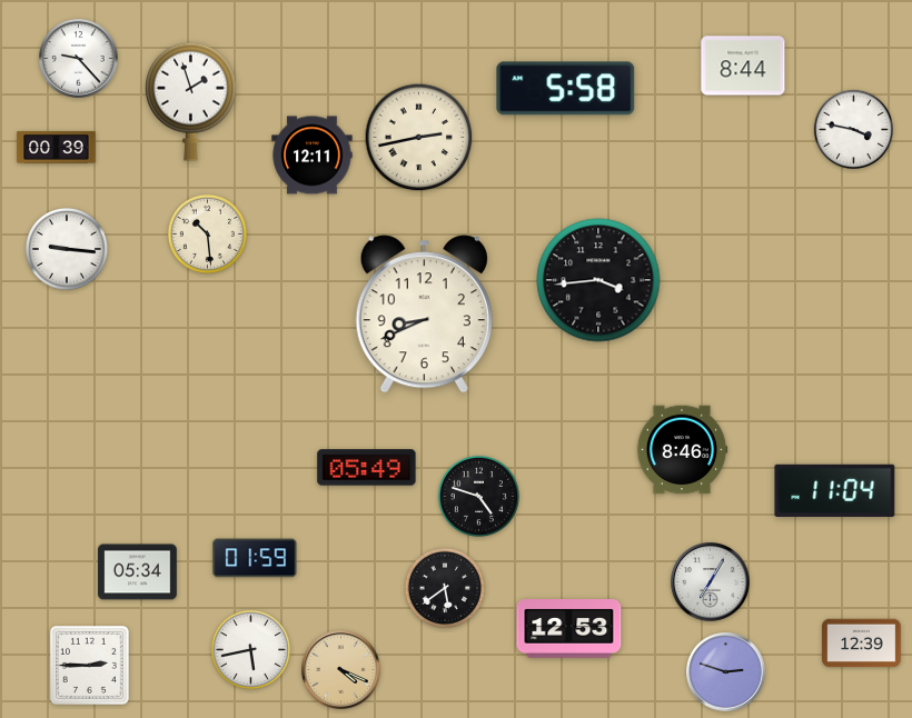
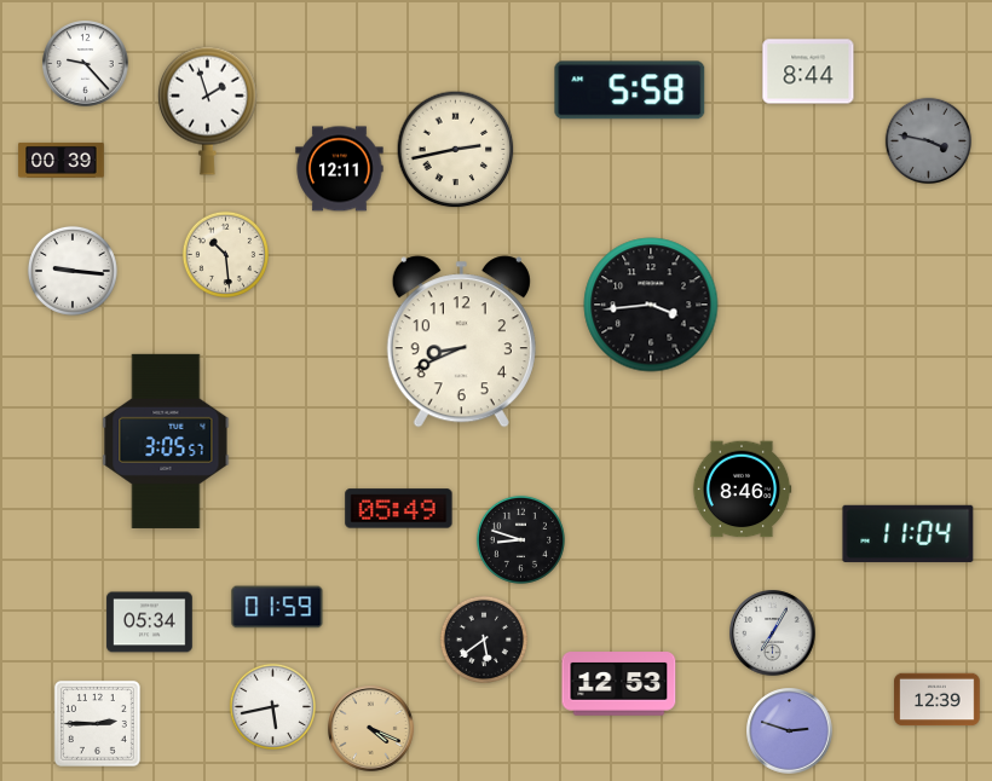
clock at (566, 89) position: (566, 89) -> (630, 91)
clock at (853, 129) dial: white -> grey
clock at (166, 441): none -> 3:05
clock at (478, 496): 4:48 -> 8:48
